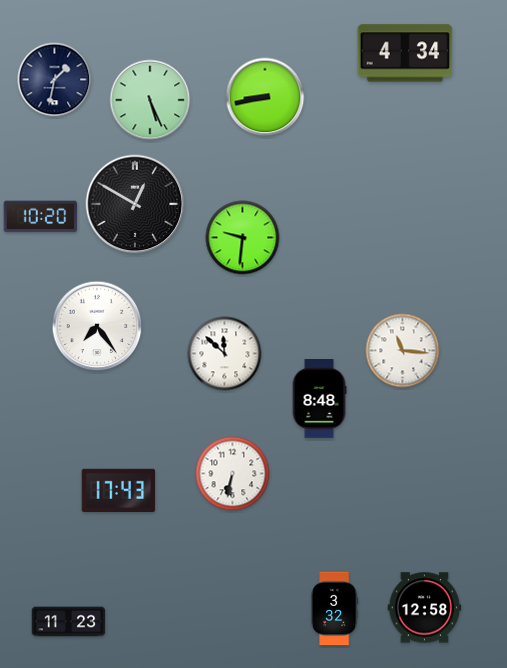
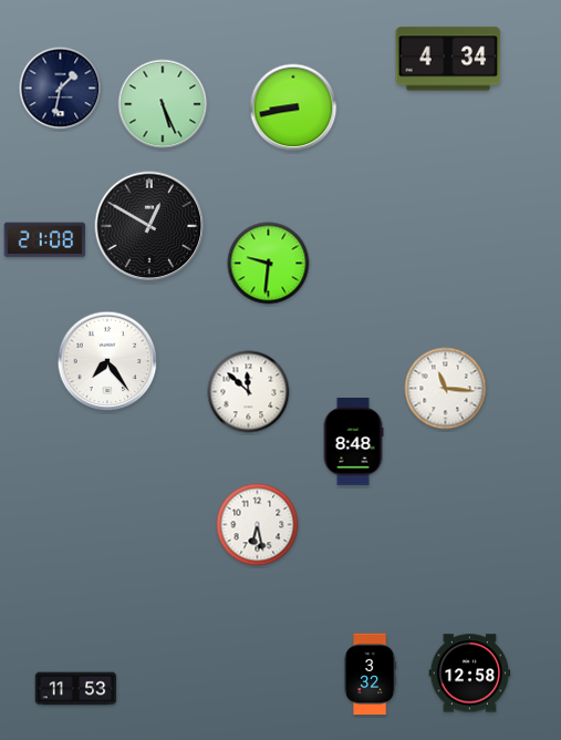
clock at (150, 100) position: (150, 100) -> (163, 104)
clock at (41, 217): 10:20 -> 21:08
clock at (233, 474): 6:32 -> 6:28
clock at (119, 490): 17:43 -> none
clock at (69, 622): 11:23 -> 11:53
